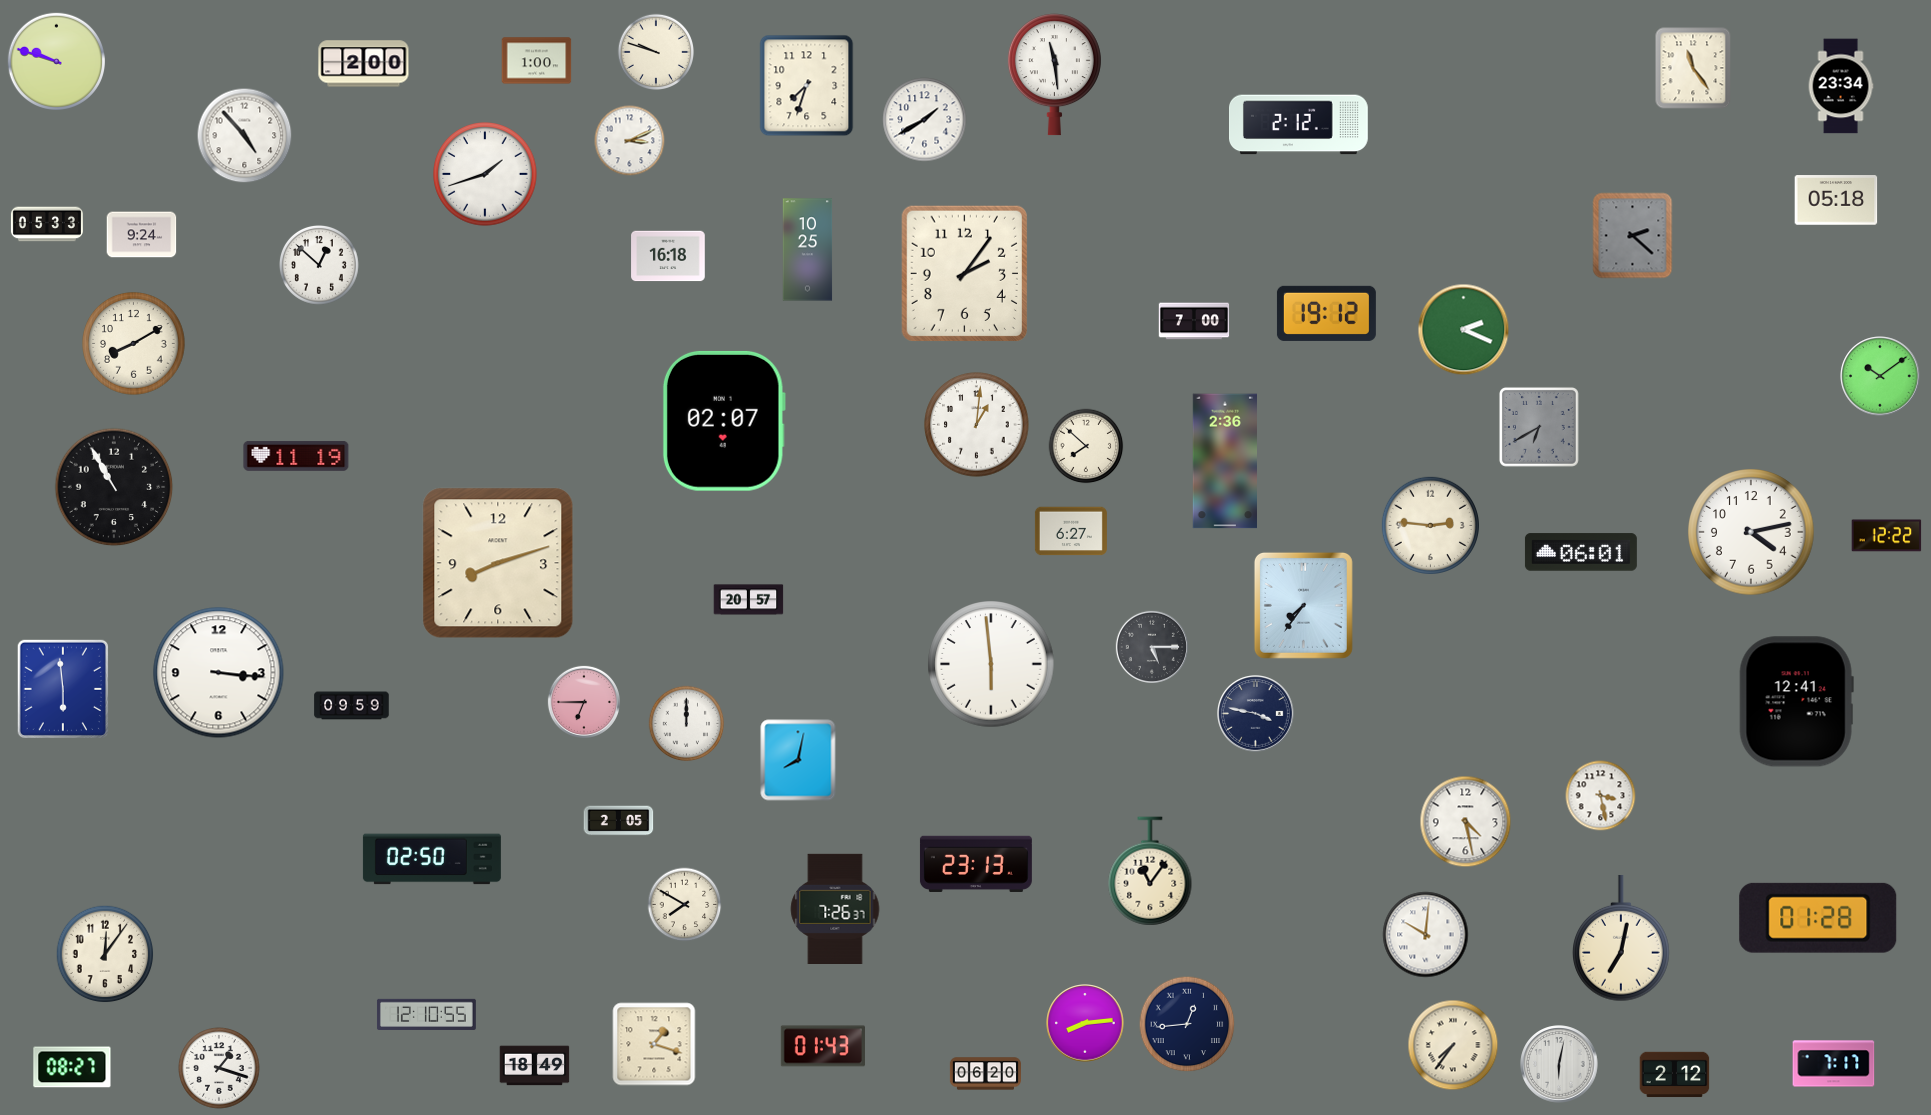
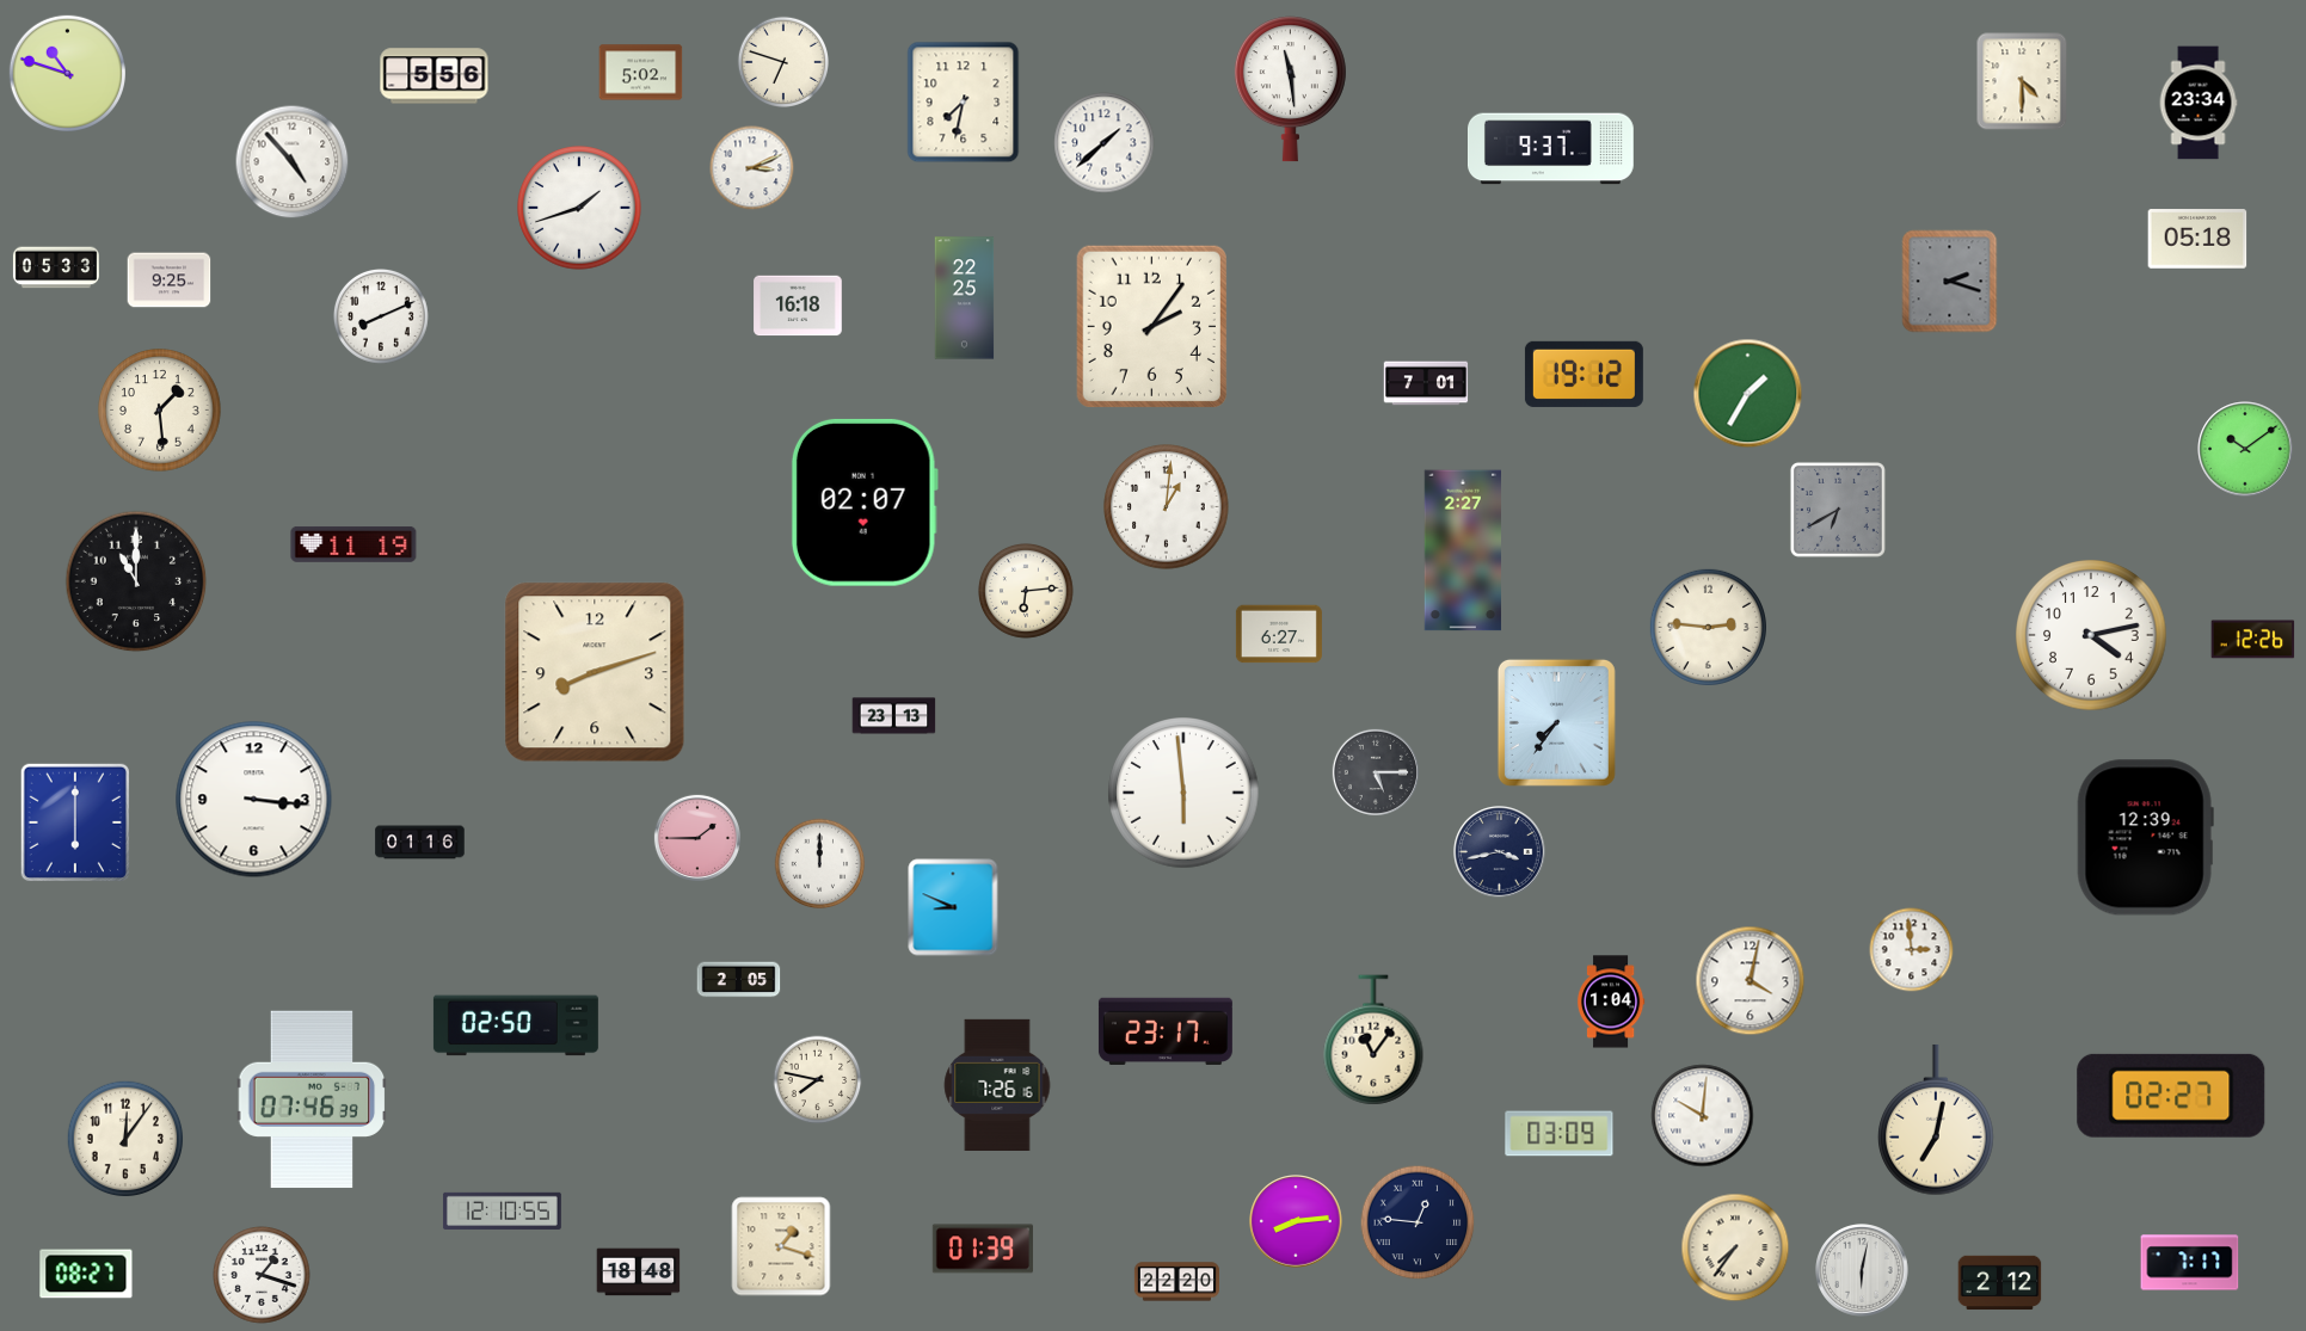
clock at (655, 51): 9:48 -> 6:48
clock at (56, 61): 9:48 -> 10:48
clock at (537, 61): 1:00 -> 5:02
clock at (364, 64): 2:00 -> 5:56
clock at (1693, 68): 11:24 -> 4:30
clock at (1054, 75) position: (1054, 75) -> (1290, 90)
clock at (807, 86): 7:33 -> 7:32
clock at (925, 120): 1:40 -> 1:38
clock at (1299, 125): 2:12 -> 9:37
clock at (1836, 200) position: (1836, 200) -> (2197, 239)
clock at (142, 235): 9:24 -> 9:25
clock at (1633, 236): 2:22 -> 2:18
clock at (808, 250): 10:25 -> 22:25
clock at (320, 266): 12:52 -> 8:11
clock at (1194, 321): 7:00 -> 7:01
clock at (1464, 330): 2:19 -> 1:35
clock at (134, 344): 8:10 -> 1:29
clock at (1086, 446): 7:52 -> none
clock at (1225, 461): 2:36 -> 2:27
clock at (114, 487): 10:55 -> 11:00
clock at (1027, 592): none -> 6:14
clock at (1887, 536): 12:22 -> 12:26
clock at (1581, 552): 06:01 -> none
clock at (749, 600): 20:57 -> 23:13
clock at (219, 673) position: (219, 673) -> (254, 800)
clock at (63, 689): 5:59 -> 6:00
clock at (584, 702): 6:45 -> 1:45
clock at (1796, 702): 12:41 -> 12:39
clock at (352, 706): 09:59 -> 01:16
clock at (1256, 714): 3:47 -> 3:43
clock at (798, 760): 8:02 -> 8:49
clock at (1601, 796): 3:28 -> 2:59
clock at (1466, 822): 4:28 -> 4:02
clock at (1611, 1002): none -> 1:04
clock at (976, 864): 23:13 -> 23:17
clock at (685, 905): 7:50 -> 7:47
clock at (835, 908): 7:26:37 -> 7:26:16
clock at (1818, 918): 01:28 -> 02:27
clock at (312, 1099): none -> 07:46
clock at (1560, 1134): none -> 03:09
clock at (426, 1014) position: (426, 1014) -> (502, 1210)
clock at (1187, 1024): 12:44 -> 12:46
clock at (823, 1046): 01:43 -> 01:39
clock at (1834, 1064) position: (1834, 1064) -> (2190, 1263)
clock at (535, 1066): 18:49 -> 18:48
clock at (985, 1074): 06:20 -> 22:20
